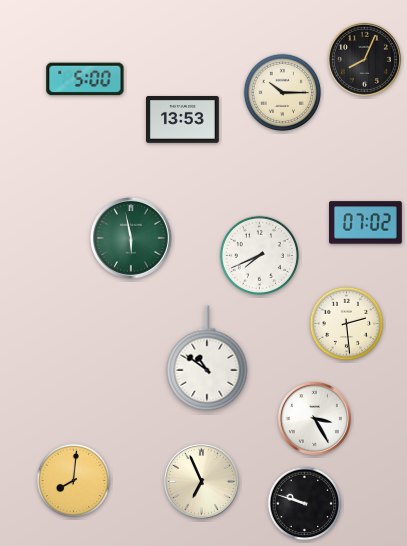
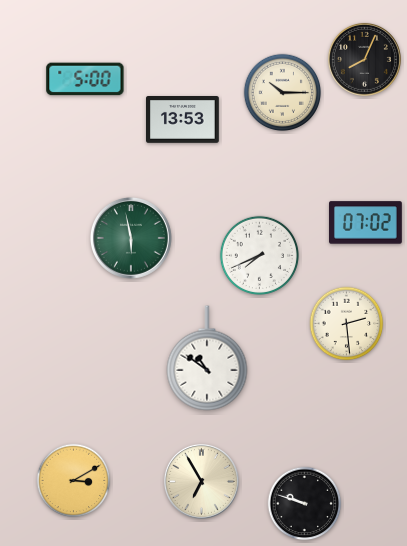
clock at (314, 418): 3:25 -> none
clock at (74, 481): 8:01 -> 3:10
clock at (201, 481): 6:56 -> 6:55
